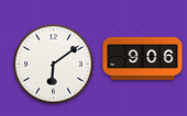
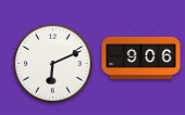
clock at (54, 65): 6:09 -> 6:11
